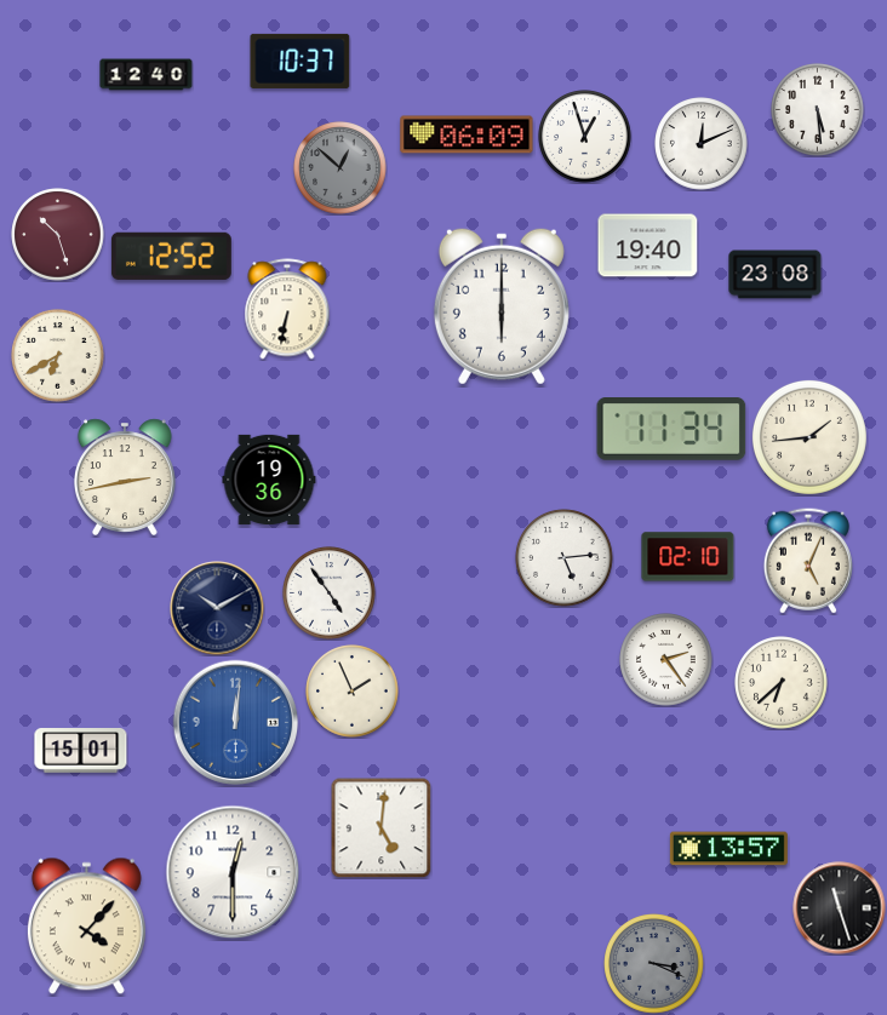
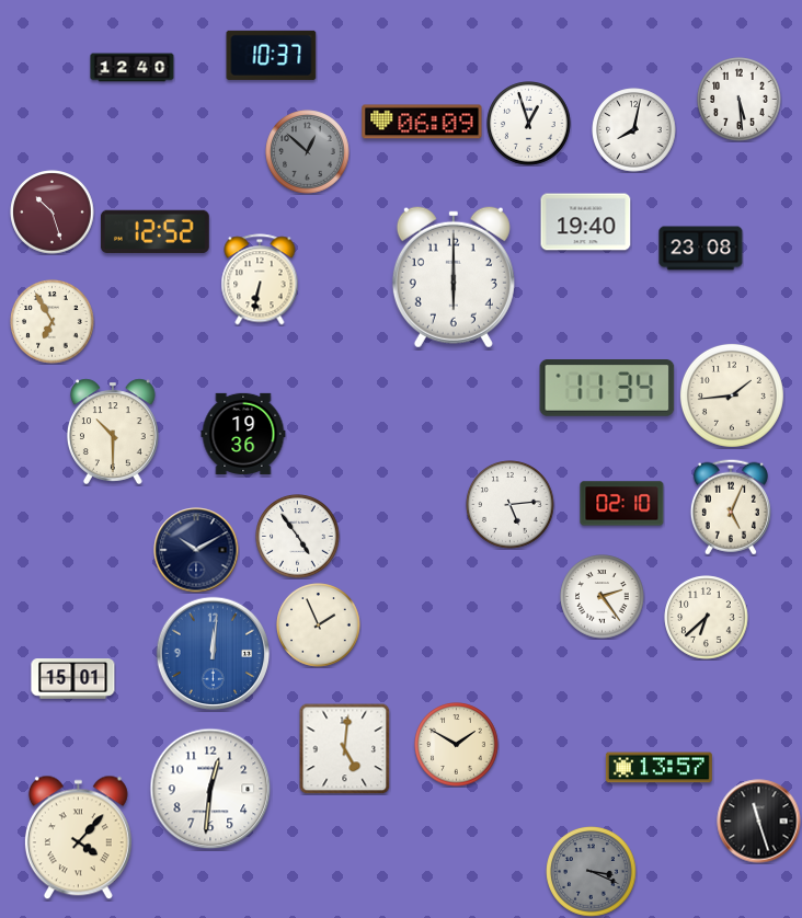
clock at (702, 144): 12:11 -> 8:02
clock at (58, 356): 6:40 -> 6:55
clock at (126, 477): 2:43 -> 10:30
clock at (457, 745): none -> 1:50
clock at (233, 872): 12:30 -> 12:31
